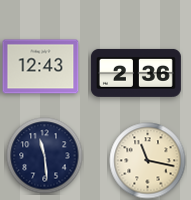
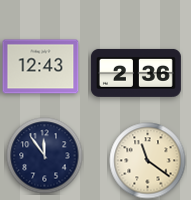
clock at (45, 156): 11:29 -> 11:54
clock at (148, 161): 11:17 -> 11:21
